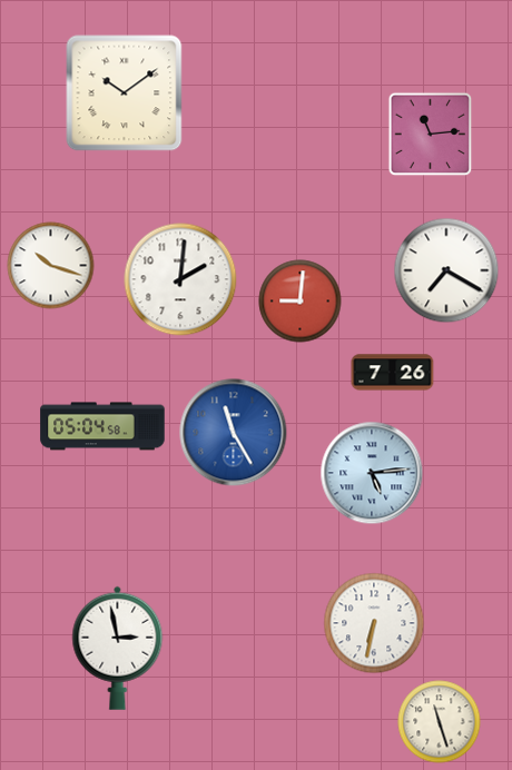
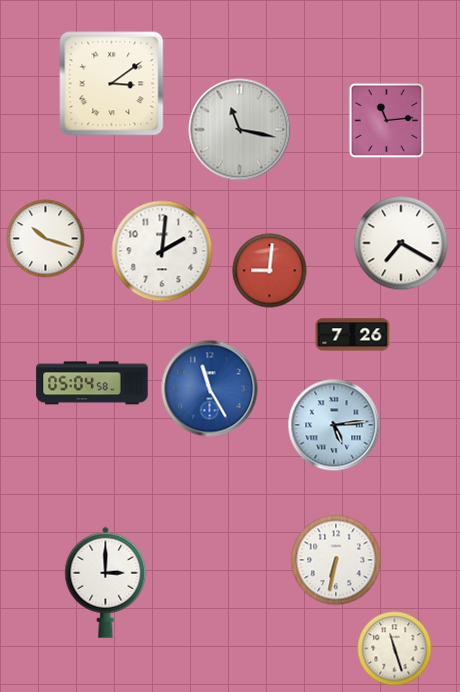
clock at (125, 93): 10:09 -> 3:09
clock at (240, 130): none -> 11:17
clock at (118, 648): 2:58 -> 3:00
